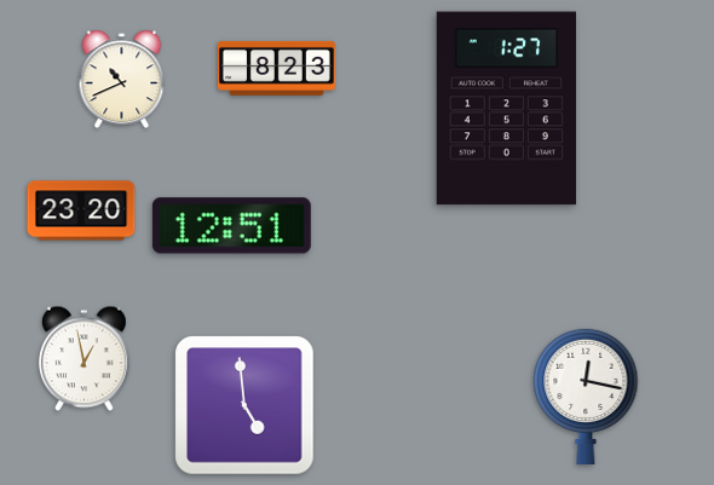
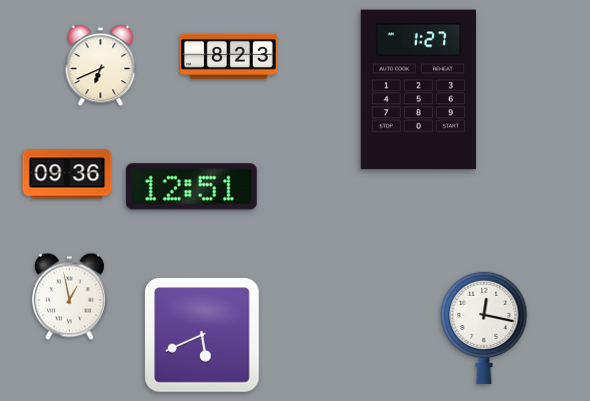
clock at (122, 80): 10:41 -> 6:41
clock at (81, 210): 23:20 -> 09:36
clock at (244, 405): 4:59 -> 5:41
